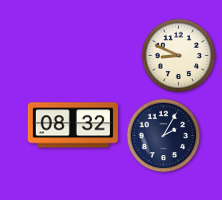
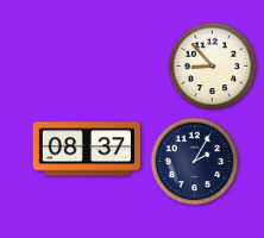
clock at (179, 56): 8:49 -> 8:53
clock at (73, 125): 08:32 -> 08:37
